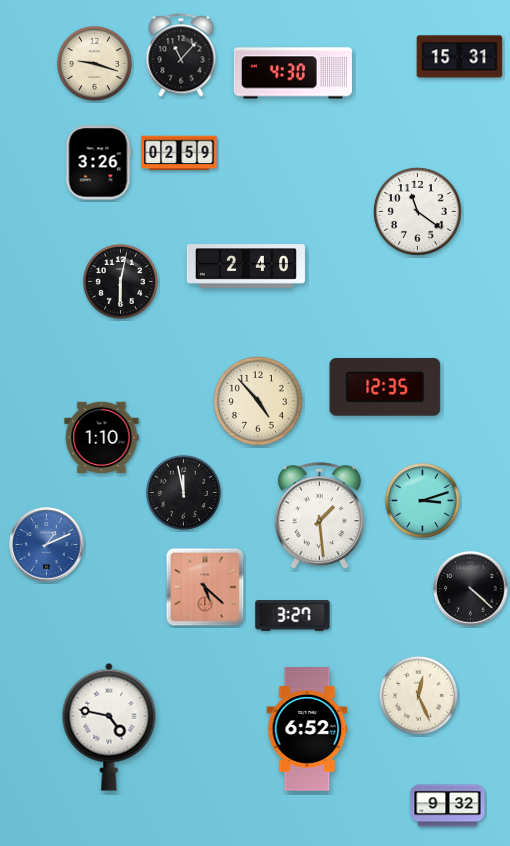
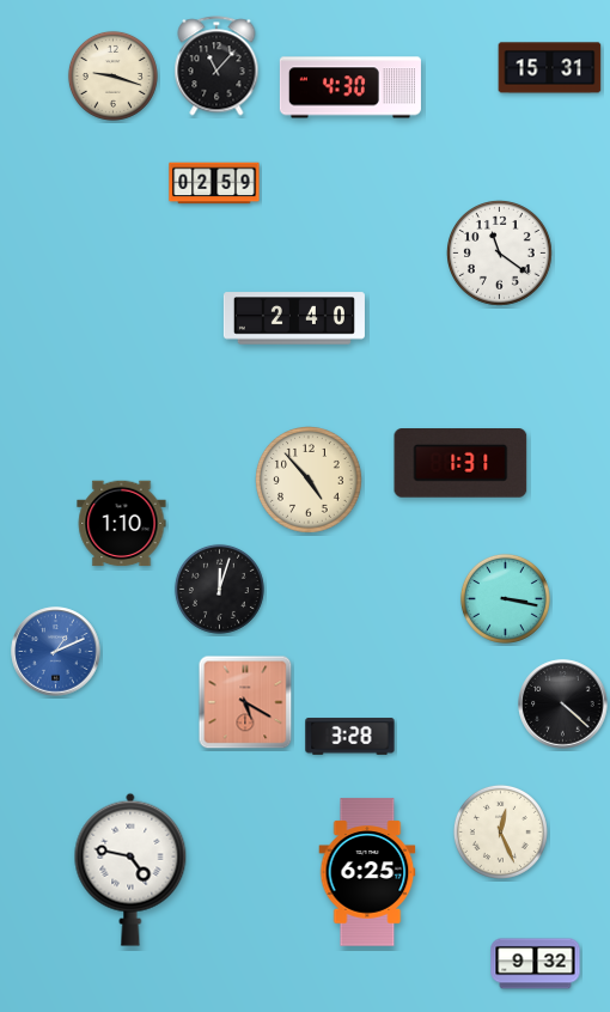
clock at (98, 163): 3:26 -> none
clock at (120, 281): 6:02 -> none
clock at (385, 387): 12:35 -> 1:31
clock at (183, 492): 11:58 -> 12:03
clock at (422, 500): 3:12 -> 3:17
clock at (319, 516): 1:29 -> none
clock at (205, 587): 5:22 -> 5:20
clock at (293, 616): 3:27 -> 3:28
clock at (307, 729): 6:52 -> 6:25
